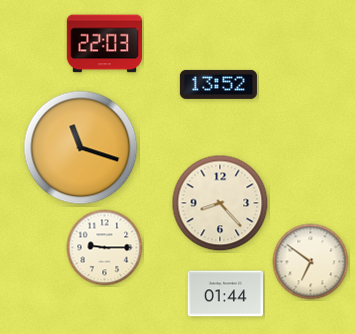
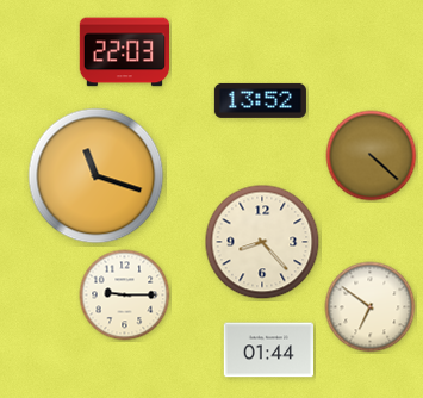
clock at (372, 156): none -> 4:22
clock at (311, 262) position: (311, 262) -> (371, 307)
